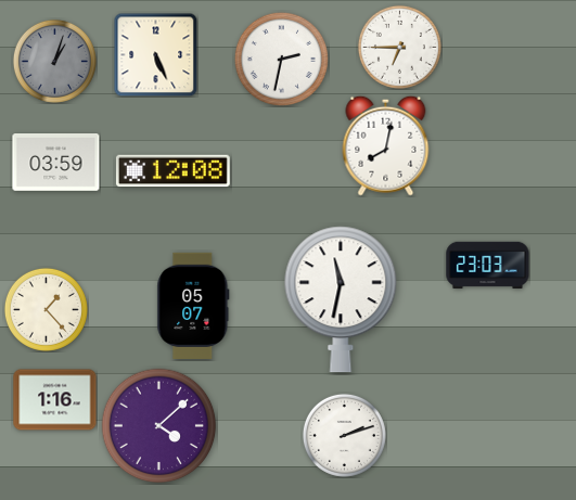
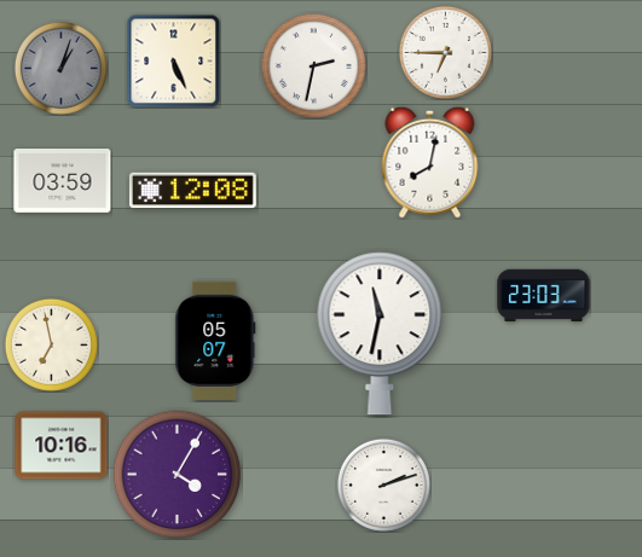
clock at (46, 309): 1:23 -> 6:58
clock at (55, 400): 1:16 -> 10:16
clock at (159, 426): 4:08 -> 4:05
